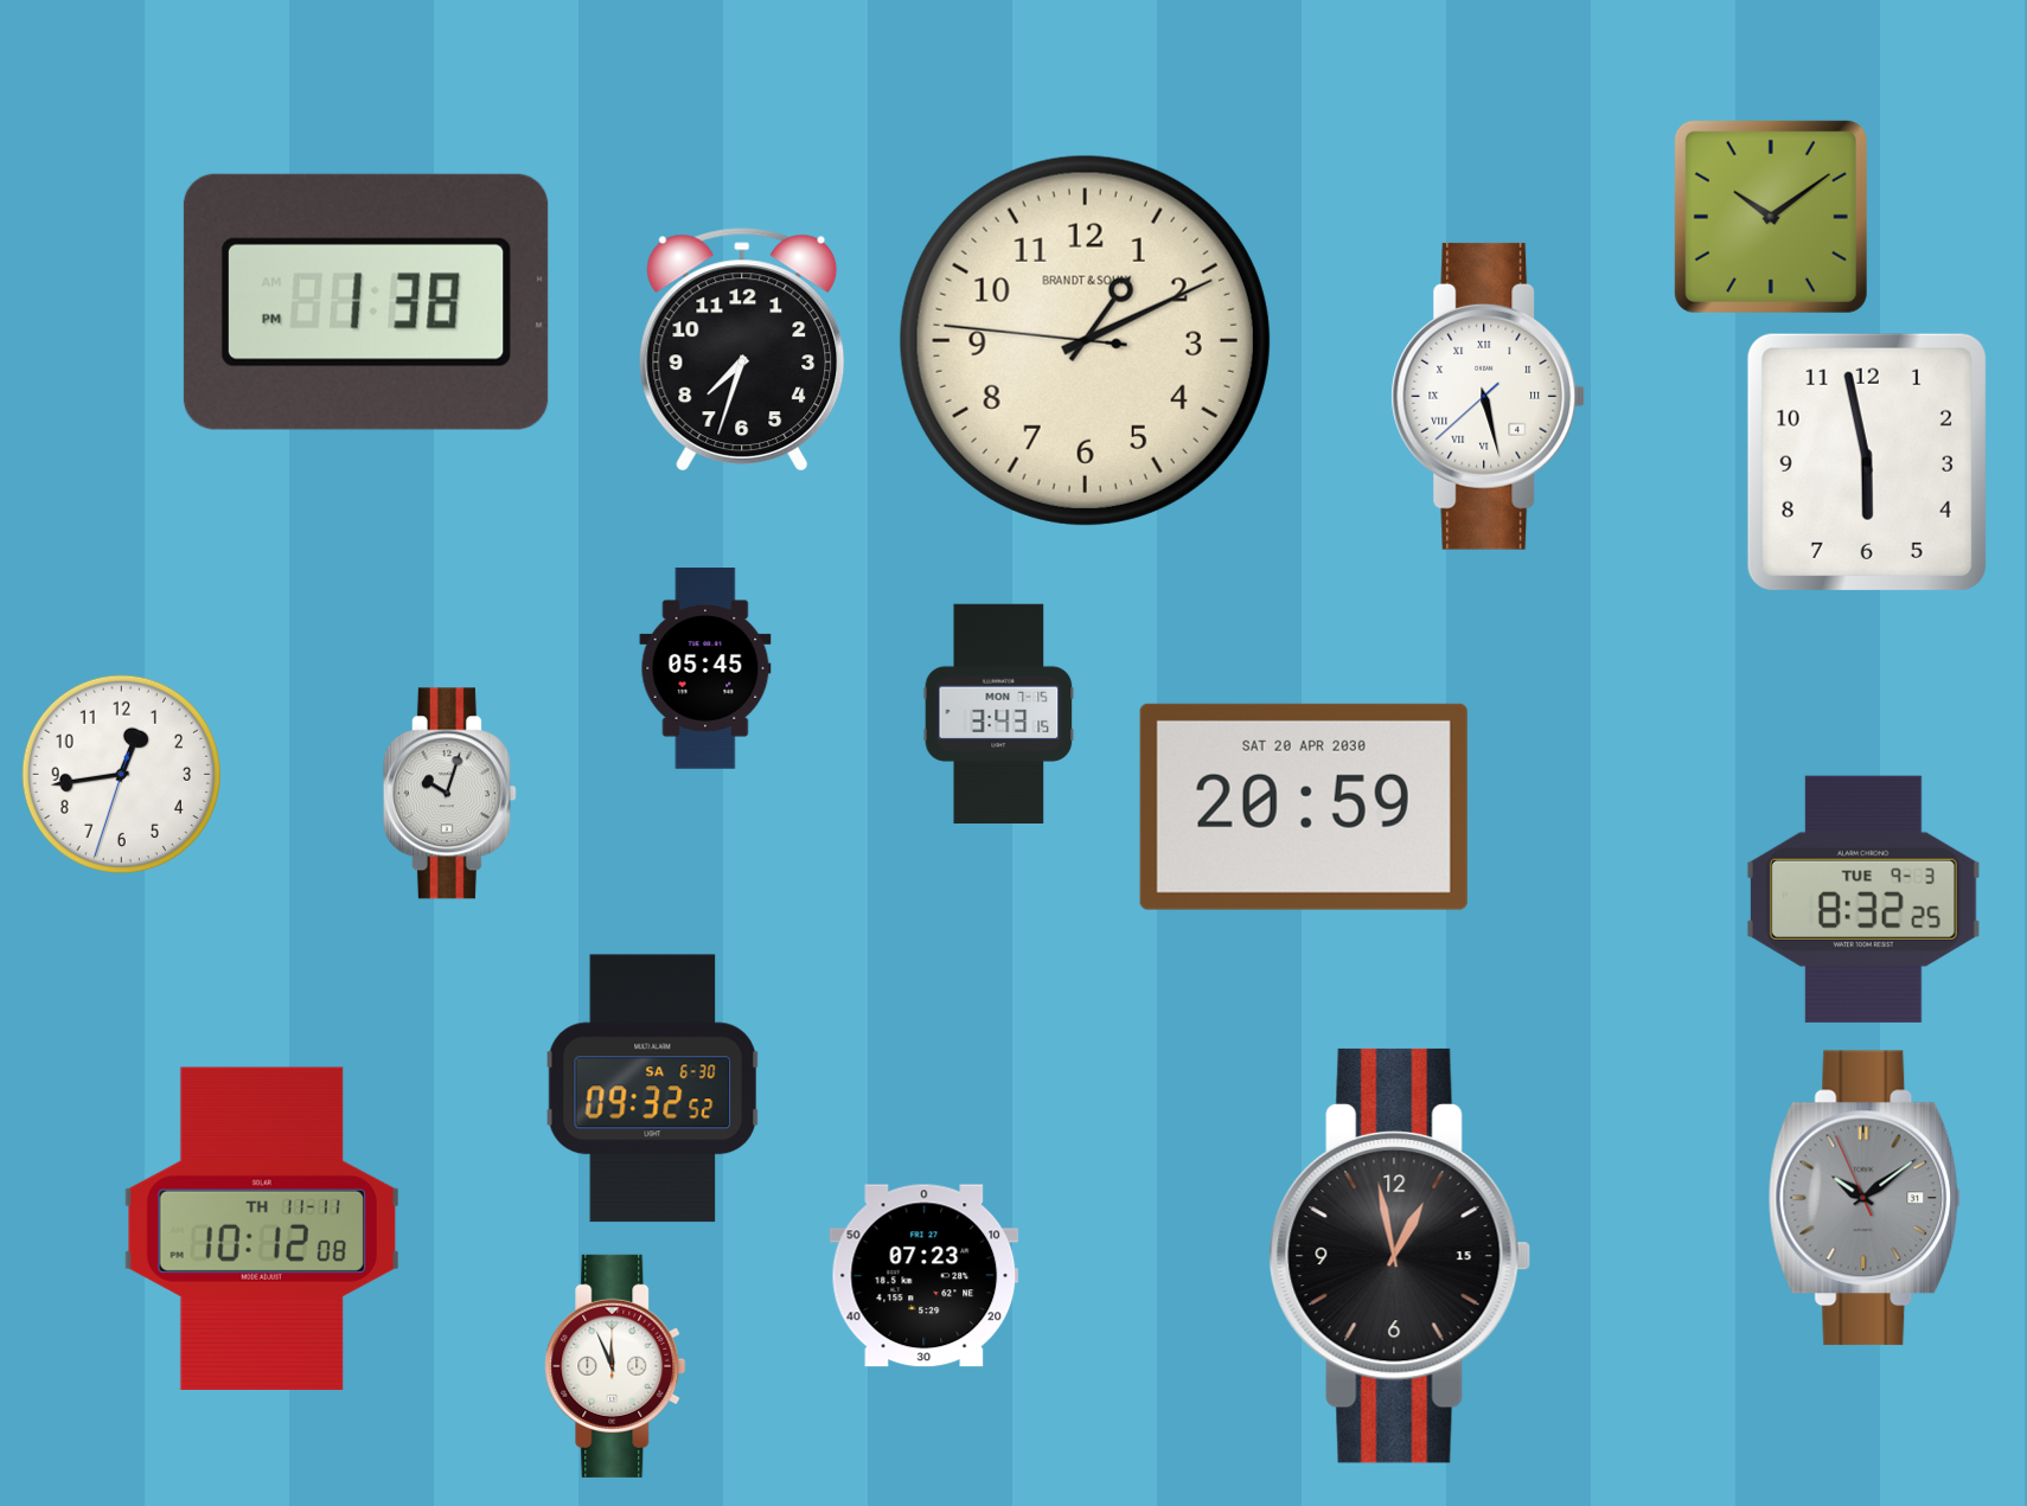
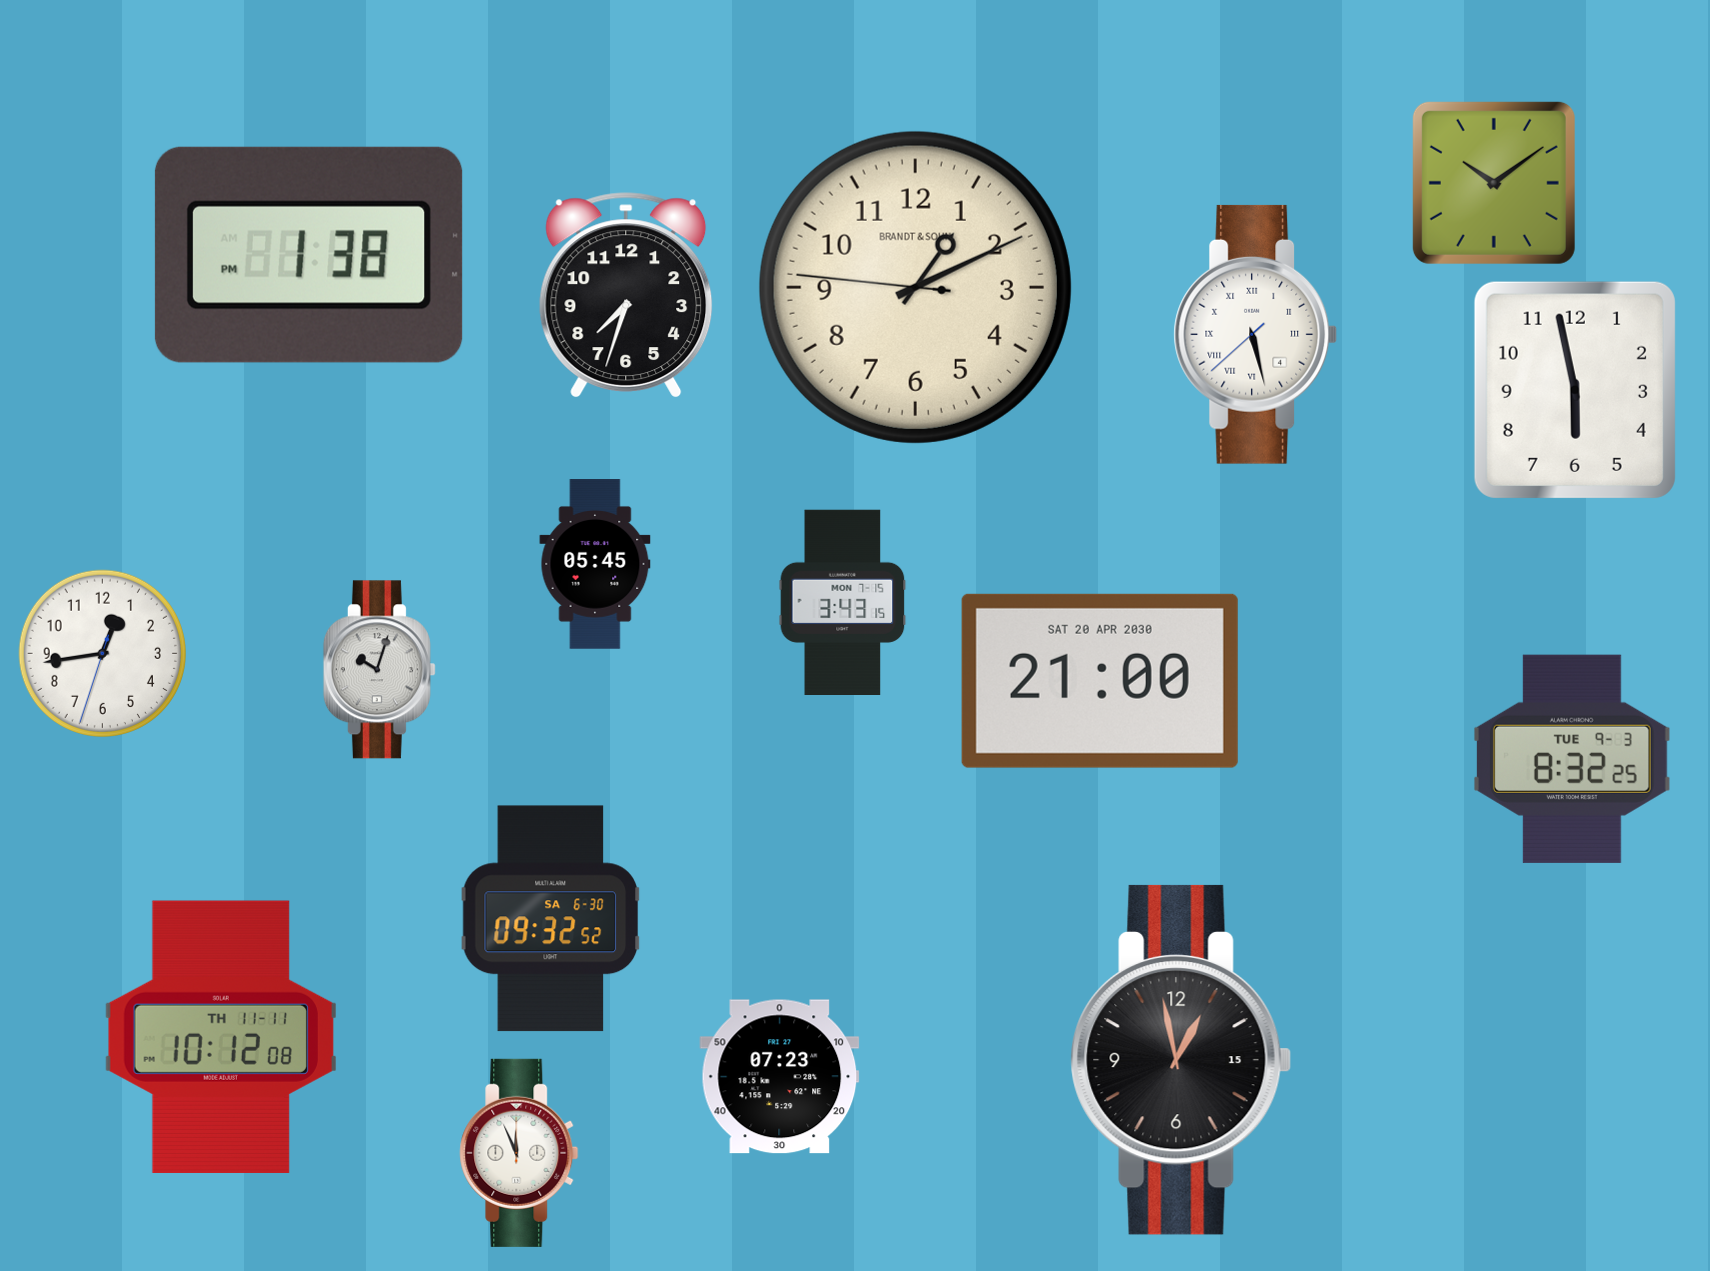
clock at (1304, 807): 20:59 -> 21:00
clock at (1865, 1198): 10:08 -> none
